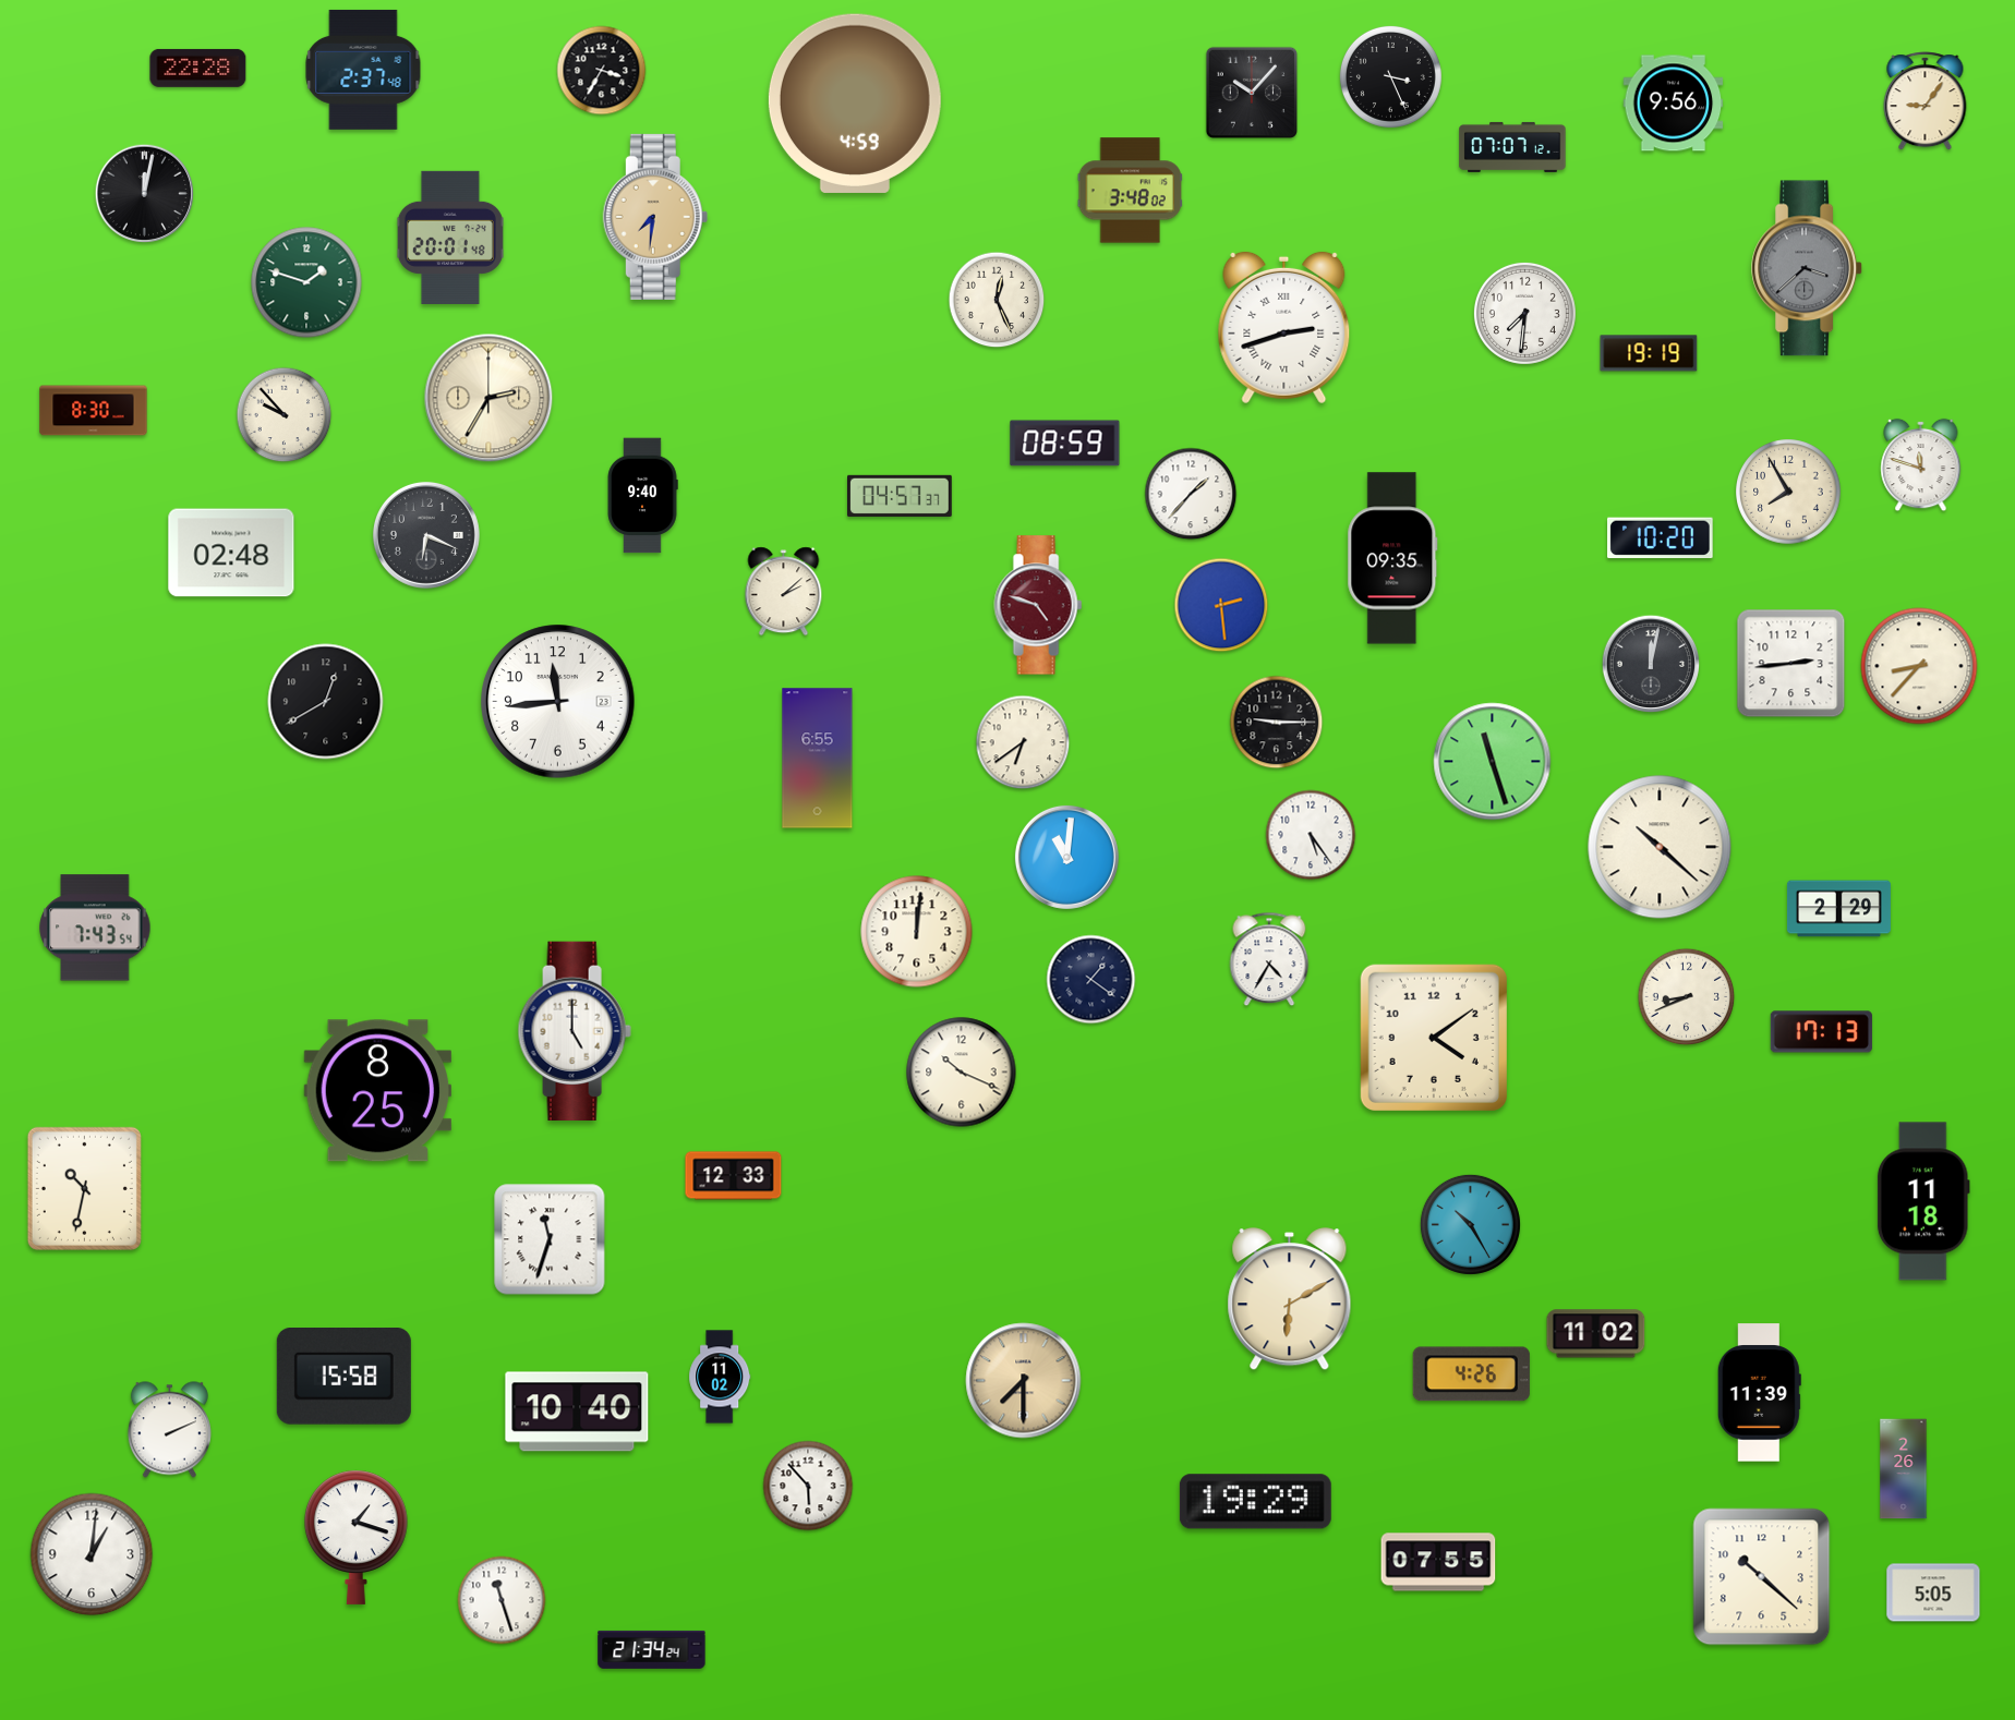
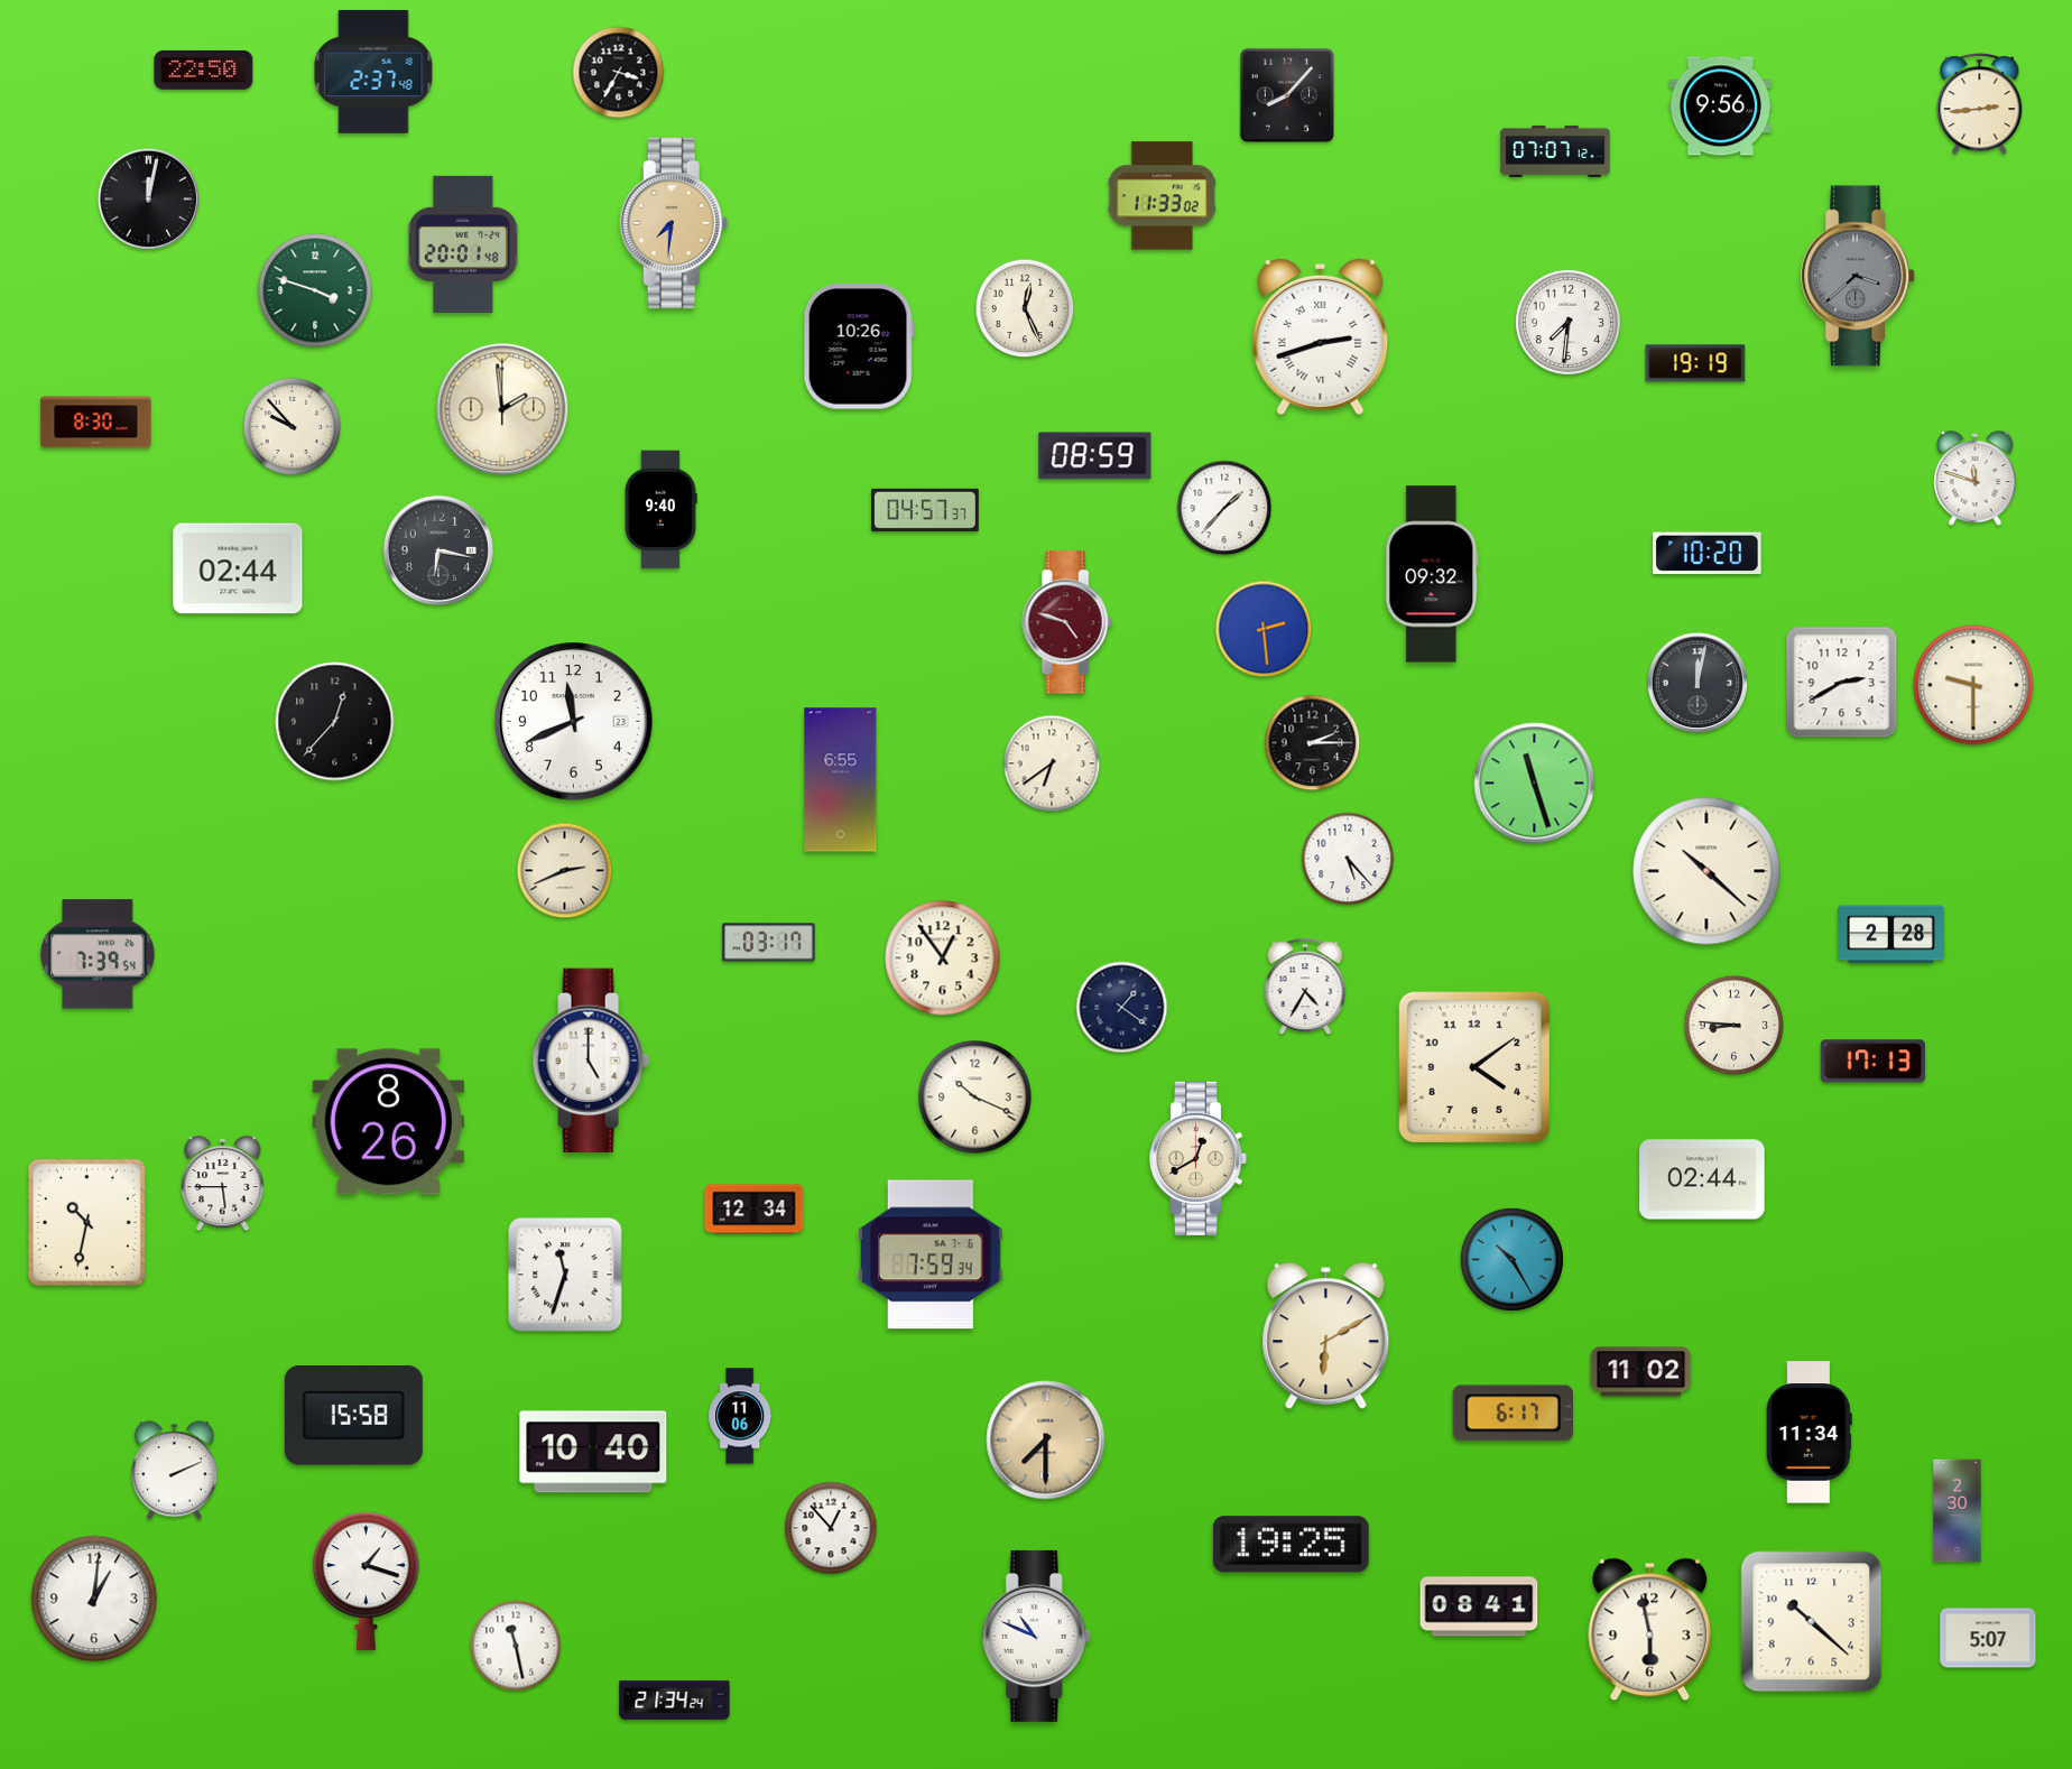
clock at (198, 68): 22:28 -> 22:50
clock at (1390, 76): 3:26 -> none
clock at (1251, 92): 10:07 -> 8:07
clock at (1926, 101): 9:06 -> 2:44
clock at (855, 104): 4:59 -> none
clock at (1130, 191): 3:48 -> 11:33
clock at (306, 282): 1:48 -> 3:48
clock at (859, 346): none -> 10:26
clock at (488, 398): 2:35 -> 1:59
clock at (1788, 492): 7:55 -> none
clock at (426, 535): 6:19 -> 6:17
clock at (231, 553): 02:48 -> 02:44
clock at (1392, 558): 09:35 -> 09:32
clock at (784, 592): 2:08 -> none
clock at (1221, 605) position: (1221, 605) -> (1264, 629)
clock at (1791, 664): 2:44 -> 2:40
clock at (1919, 666): 8:37 -> 9:30
clock at (326, 702): 12:40 -> 12:37
clock at (558, 702): 11:44 -> 11:41
clock at (1277, 723): 9:15 -> 2:15
clock at (1311, 835): 5:24 -> 5:23
clock at (565, 871): none -> 2:41
clock at (1066, 857): 11:01 -> none
clock at (1838, 909): 2:29 -> 2:28
clock at (769, 943): none -> 03:17
clock at (95, 928): 7:43 -> 7:39
clock at (917, 932): 12:01 -> 12:54
clock at (1687, 997): 8:41 -> 8:46
clock at (962, 1073) position: (962, 1073) -> (975, 1097)
clock at (377, 1091): 8:25 -> 8:26
clock at (1199, 1158): none -> 12:40
clock at (1702, 1179): none -> 02:44
clock at (223, 1184): none -> 5:45
clock at (734, 1176): 12:33 -> 12:34
clock at (1923, 1201): 11:18 -> none
clock at (932, 1254): none -> 7:59
clock at (1471, 1374): 4:26 -> 6:17
clock at (720, 1377): 11:02 -> 11:06
clock at (1024, 1381) position: (1024, 1381) -> (1046, 1441)
clock at (1759, 1393): 11:39 -> 11:34
clock at (1904, 1469): 2:26 -> 2:30
clock at (808, 1486): 5:53 -> 12:53
clock at (1255, 1502): 19:29 -> 19:25
clock at (1438, 1562): 07:55 -> 08:41
clock at (1650, 1630): none -> 5:58
clock at (1036, 1636): none -> 10:49
clock at (1933, 1592): 5:05 -> 5:07
clock at (502, 1600): 11:27 -> 11:28
clock at (652, 1649) position: (652, 1649) -> (675, 1699)
